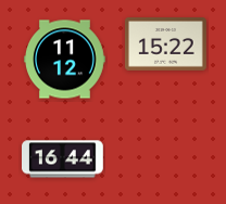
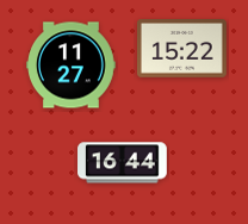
clock at (65, 60): 11:12 -> 11:27
clock at (63, 160) position: (63, 160) -> (123, 163)
